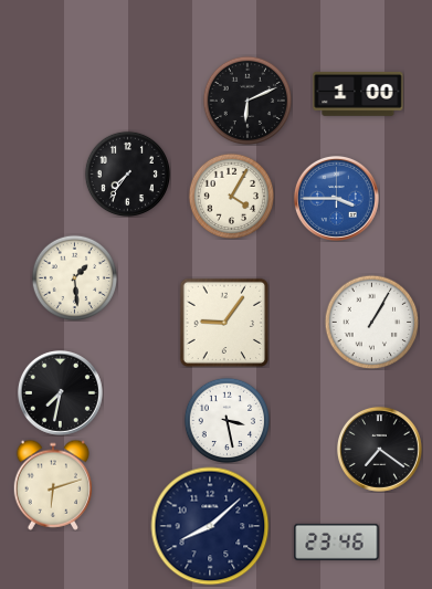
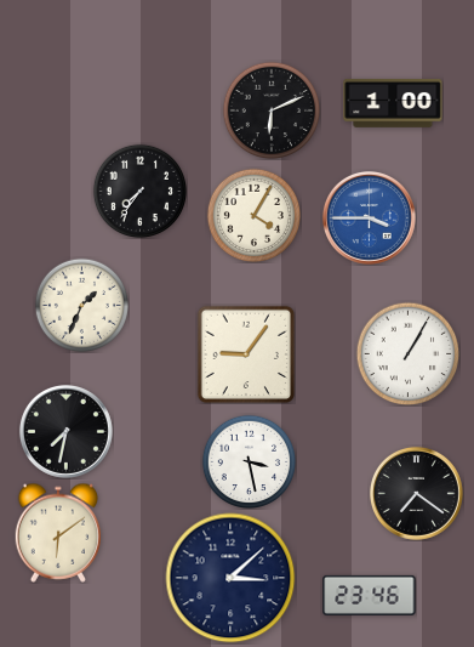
clock at (74, 277): 1:29 -> 1:34
clock at (52, 485): 6:12 -> 6:09
clock at (210, 526): 8:08 -> 3:08
